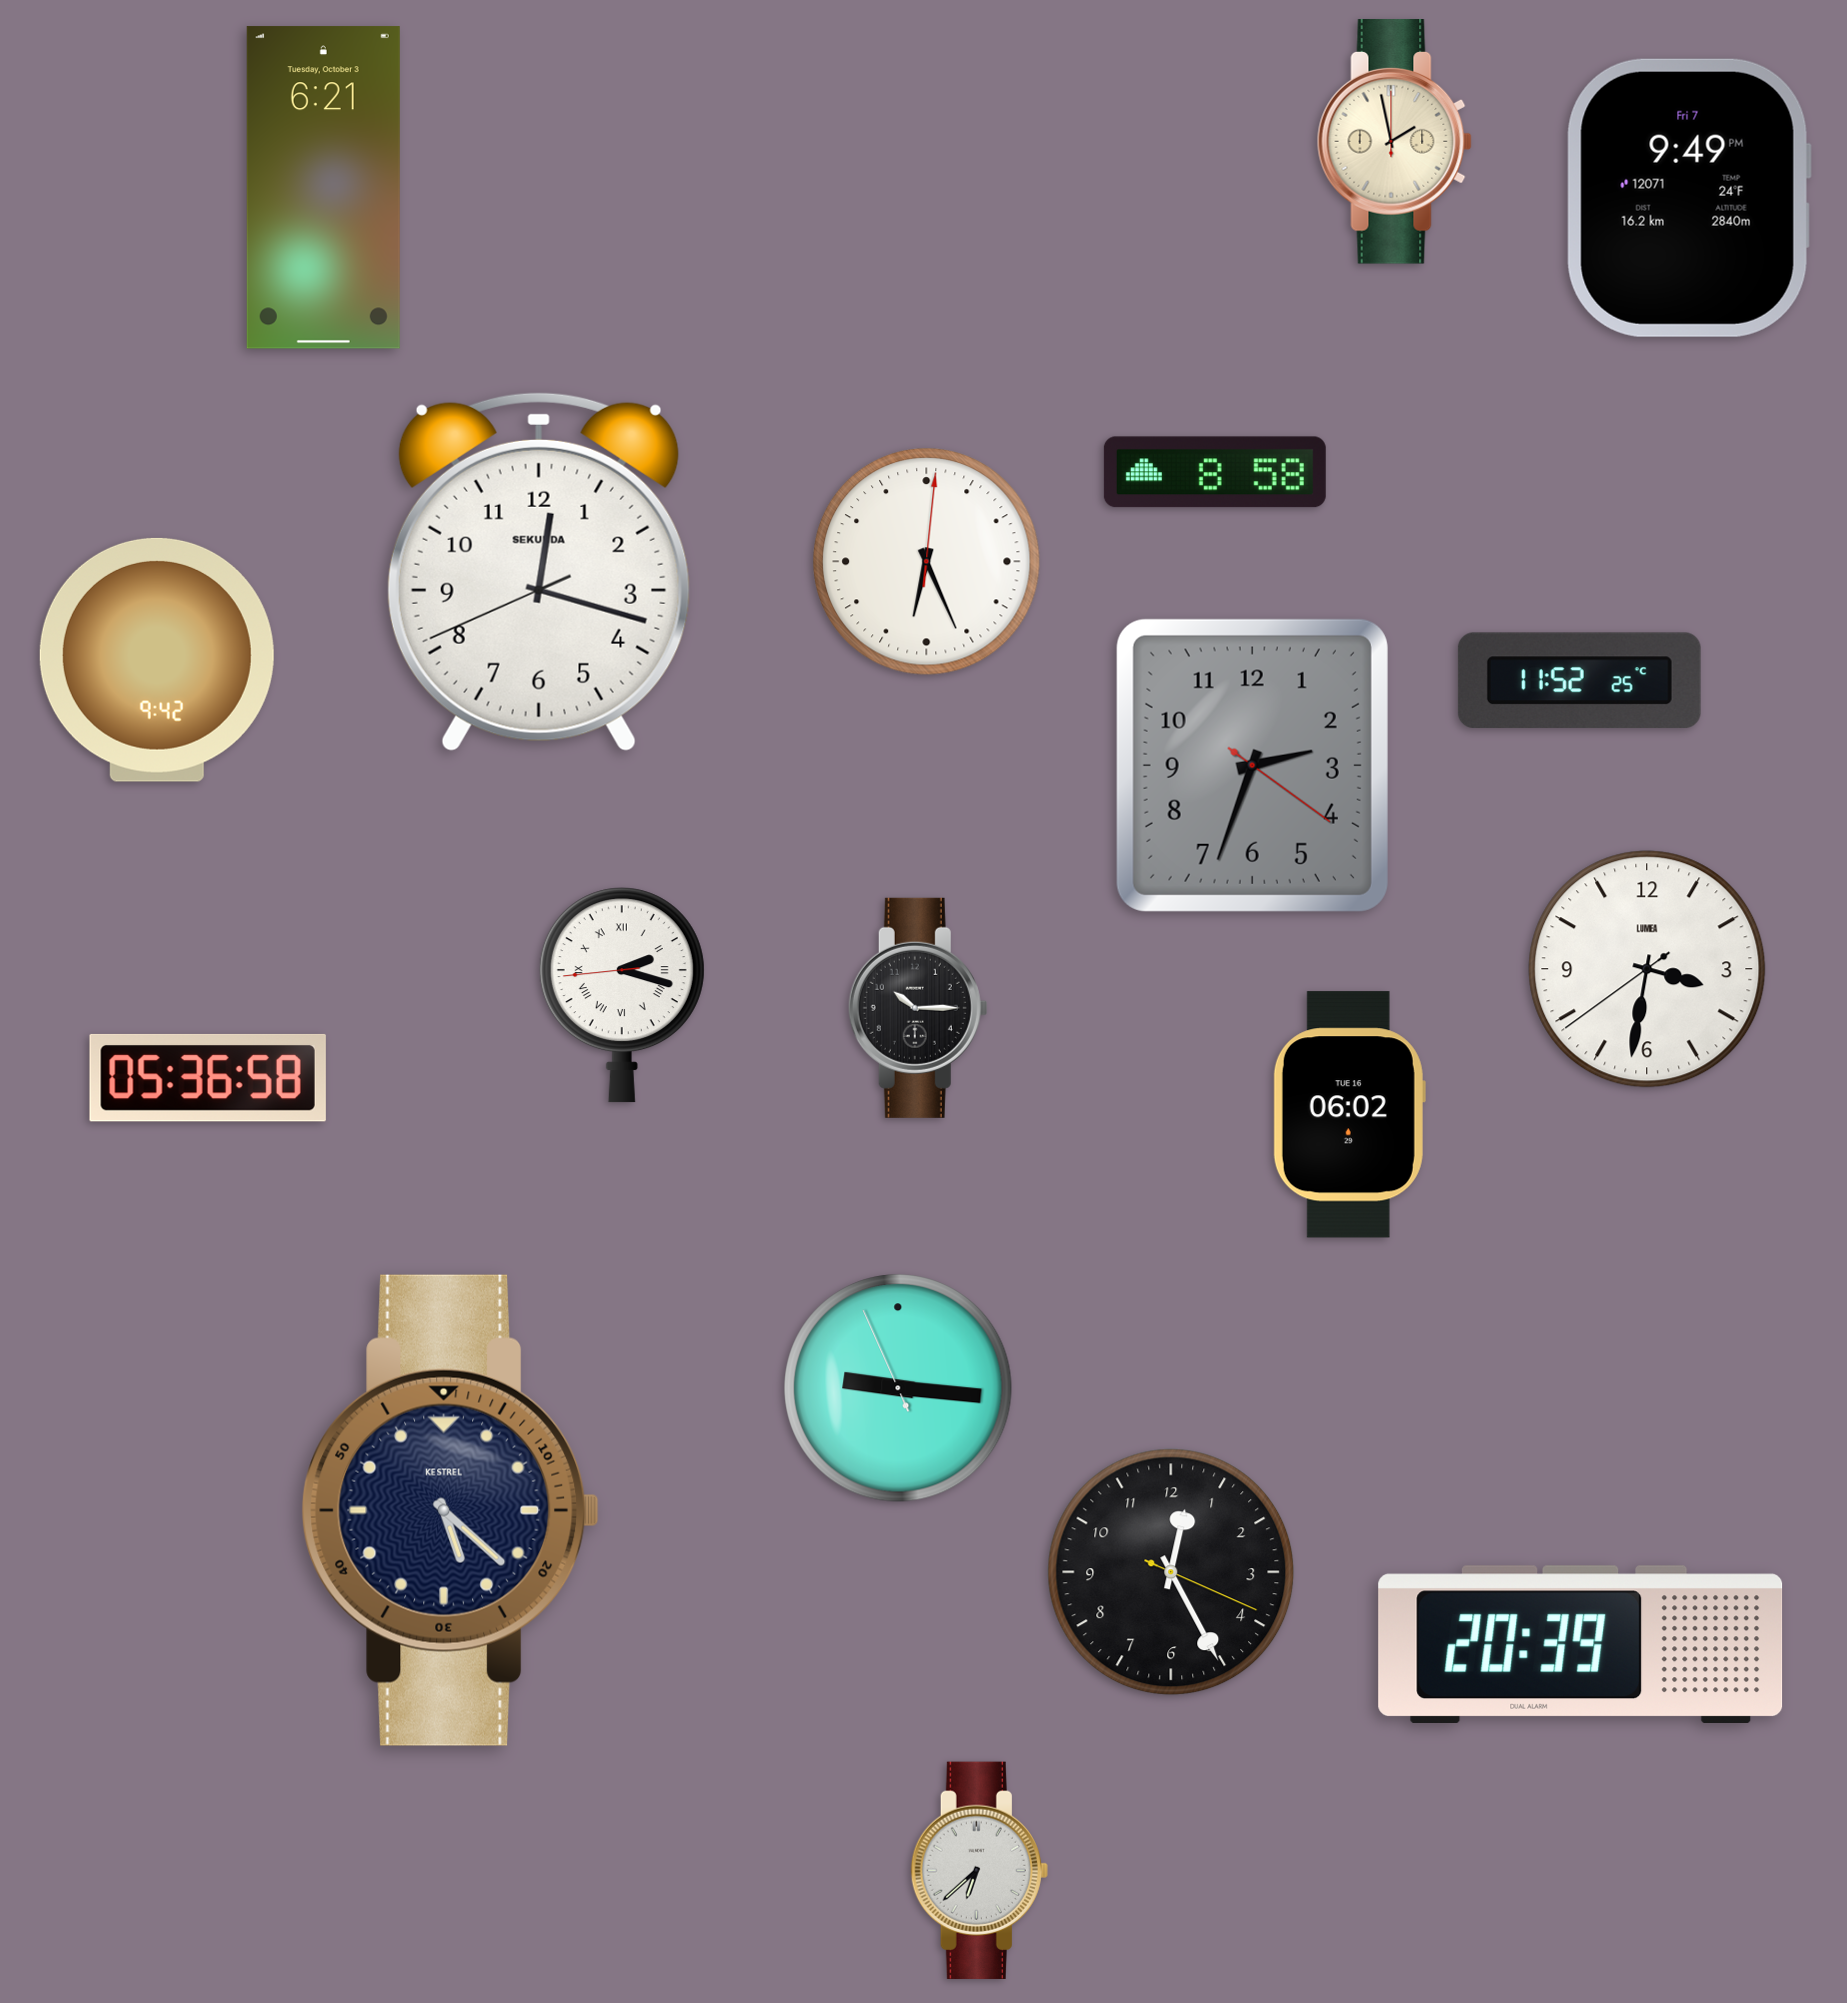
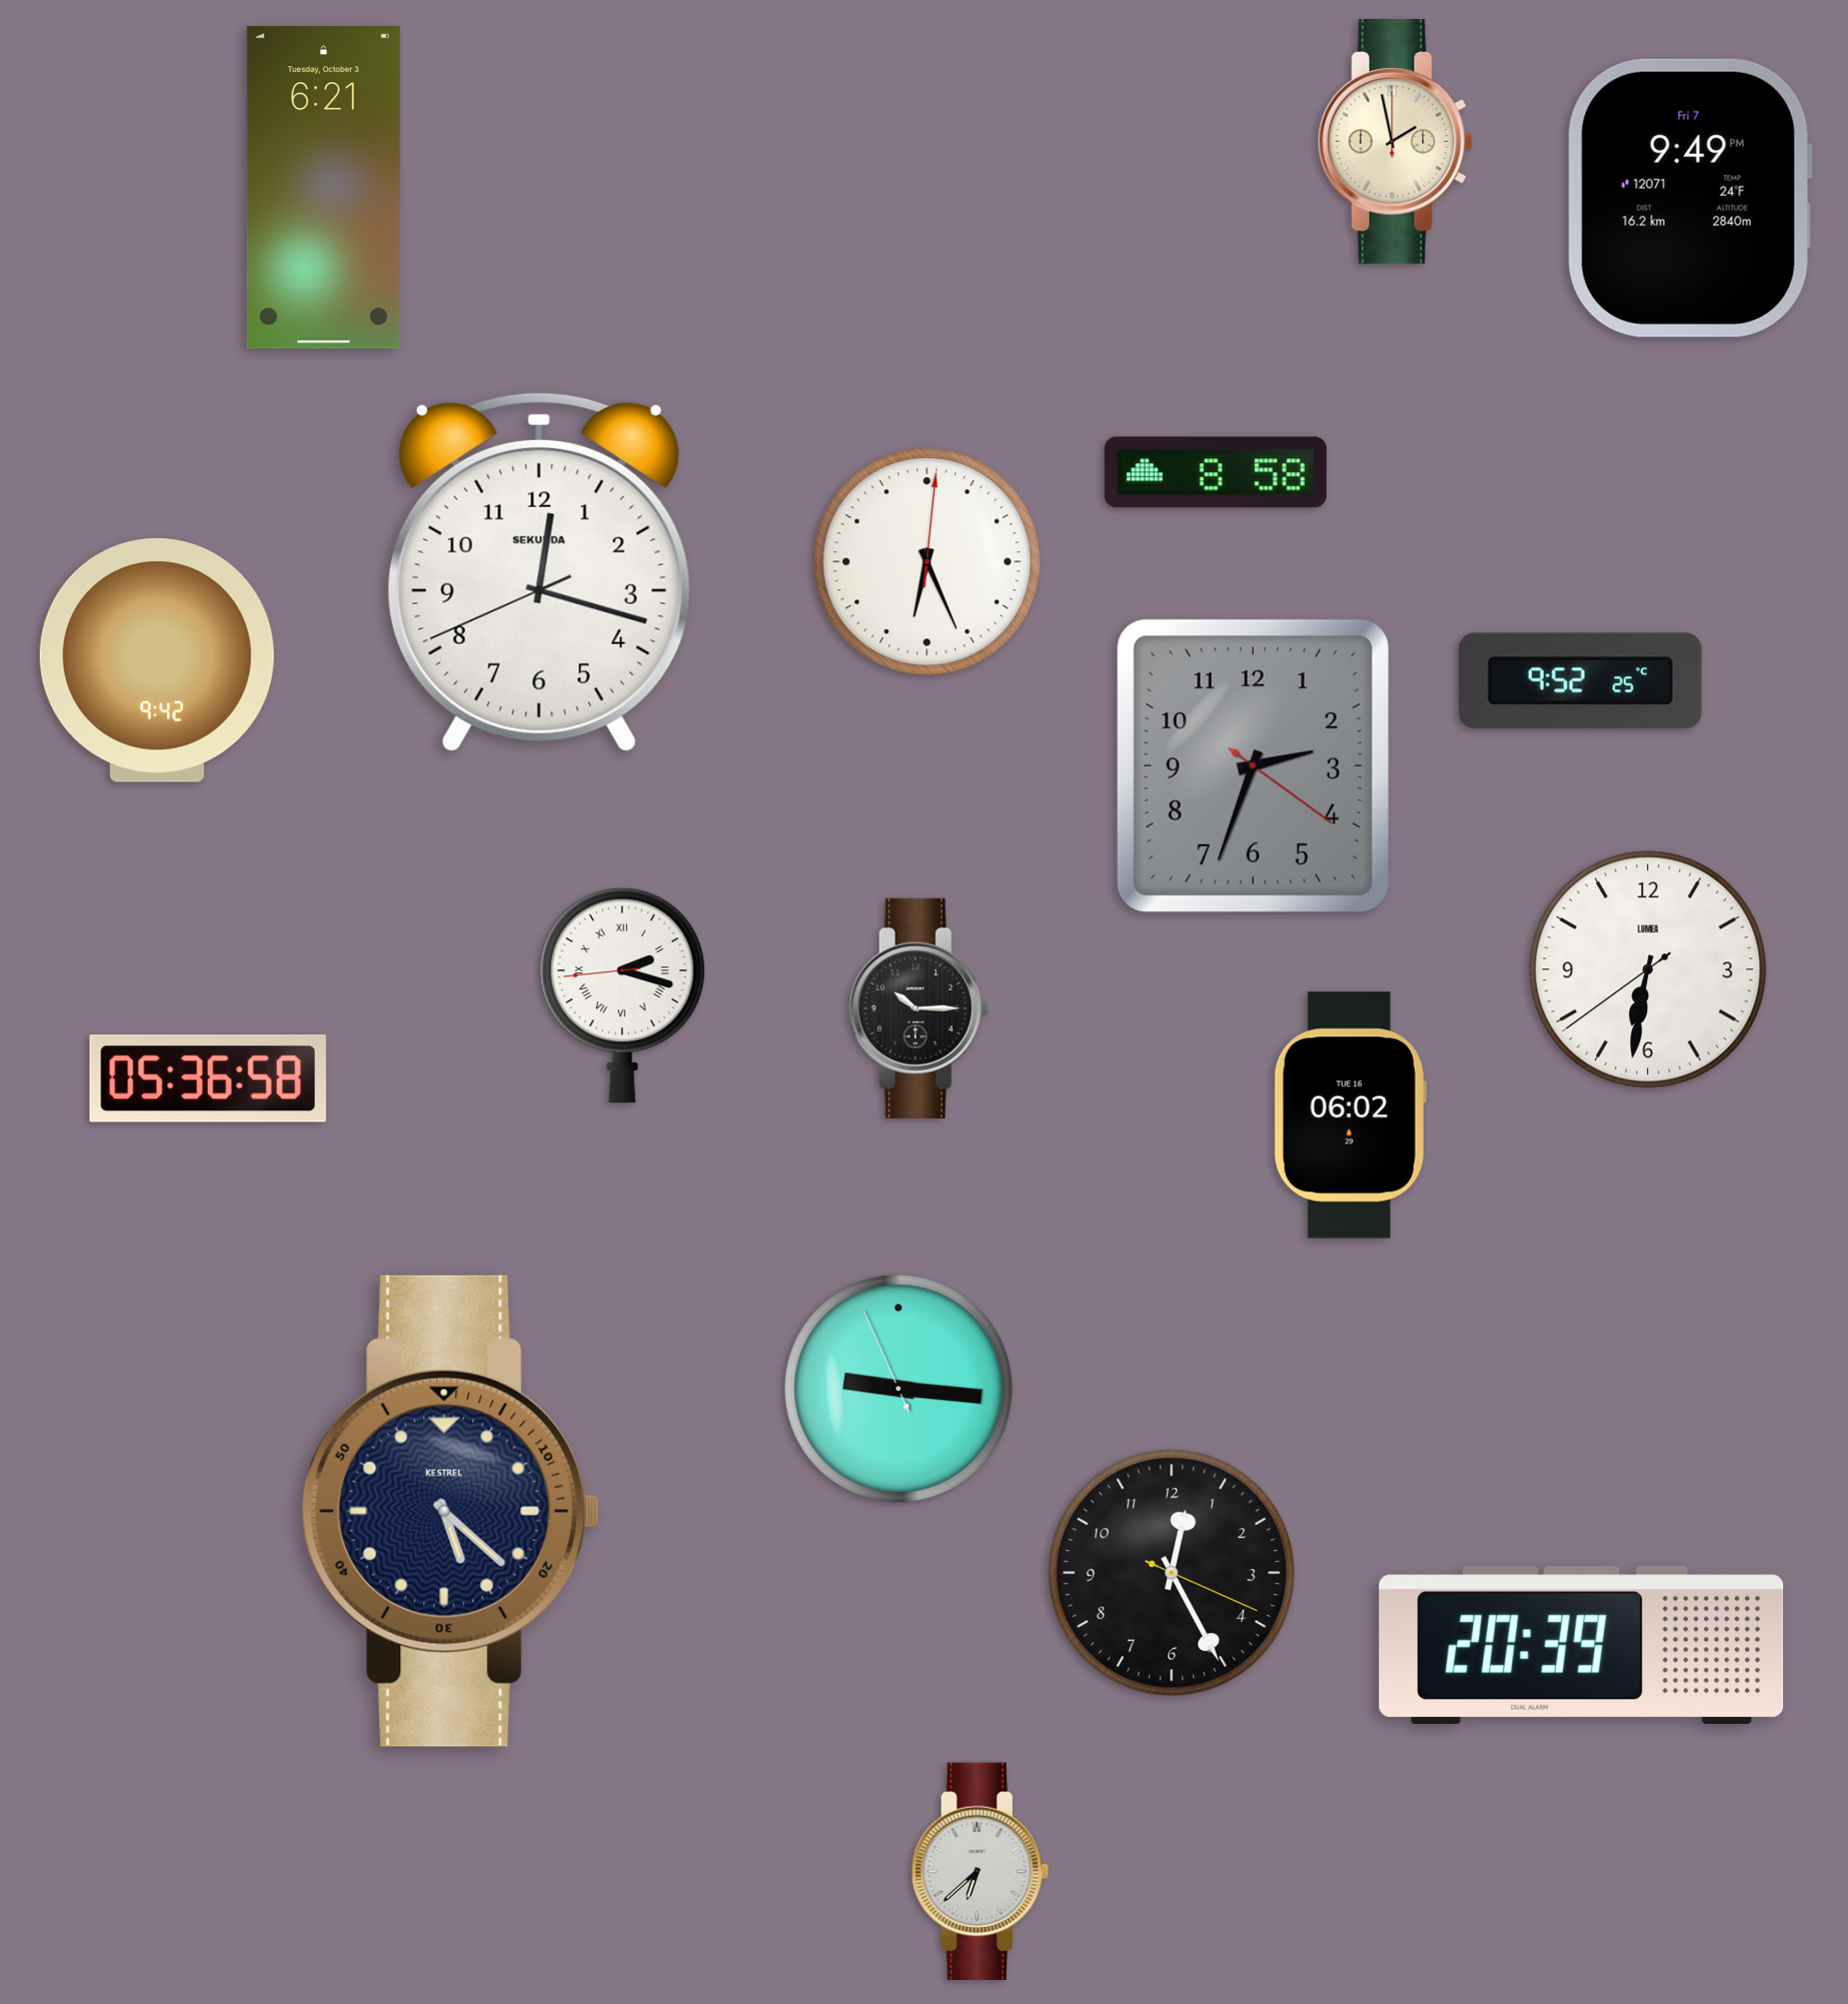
clock at (1579, 681): 11:52 -> 9:52
clock at (1647, 969): 3:31 -> 6:31
